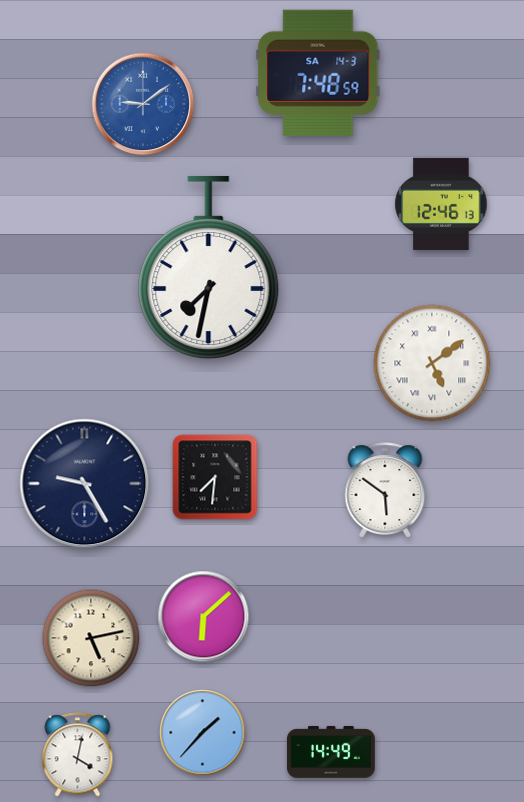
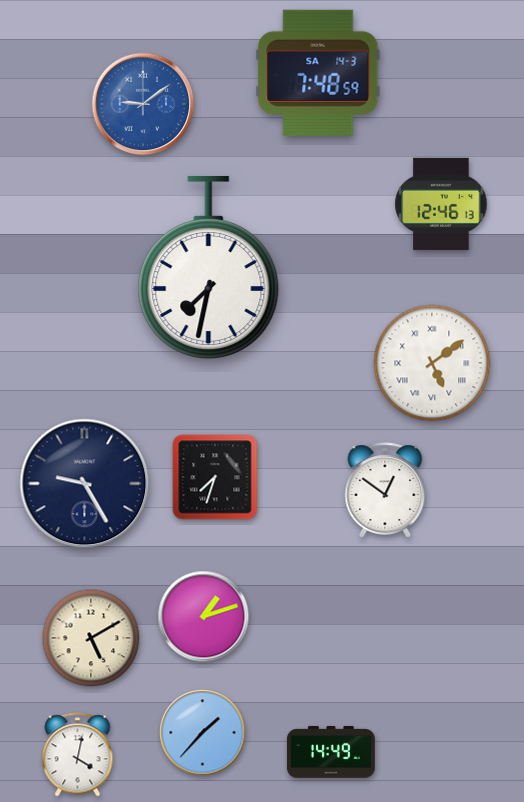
clock at (215, 477): 7:31 -> 7:33
clock at (385, 490): 5:51 -> 12:51
clock at (204, 617): 6:08 -> 1:12
clock at (91, 638): 5:13 -> 5:10
